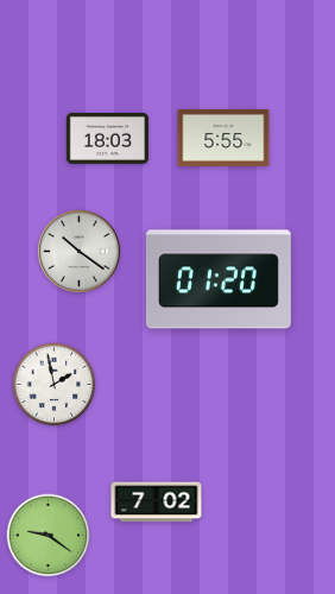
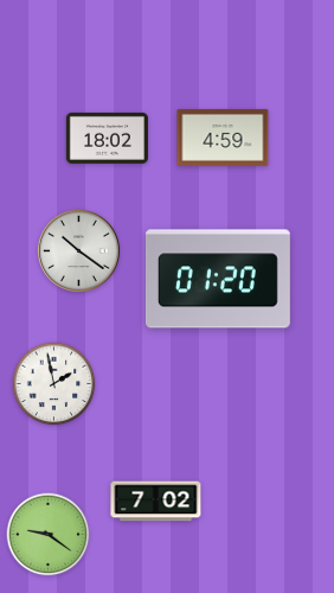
clock at (107, 138): 18:03 -> 18:02
clock at (223, 138): 5:55 -> 4:59
